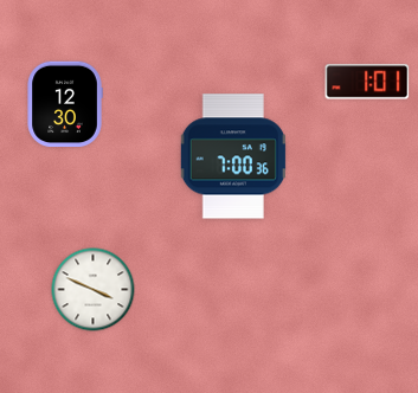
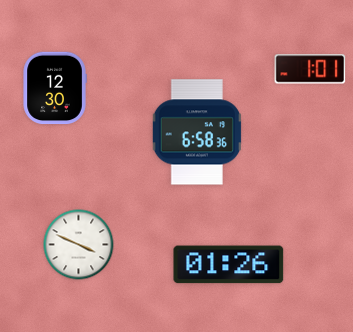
clock at (233, 156): 7:00 -> 6:58
clock at (229, 265): none -> 01:26
